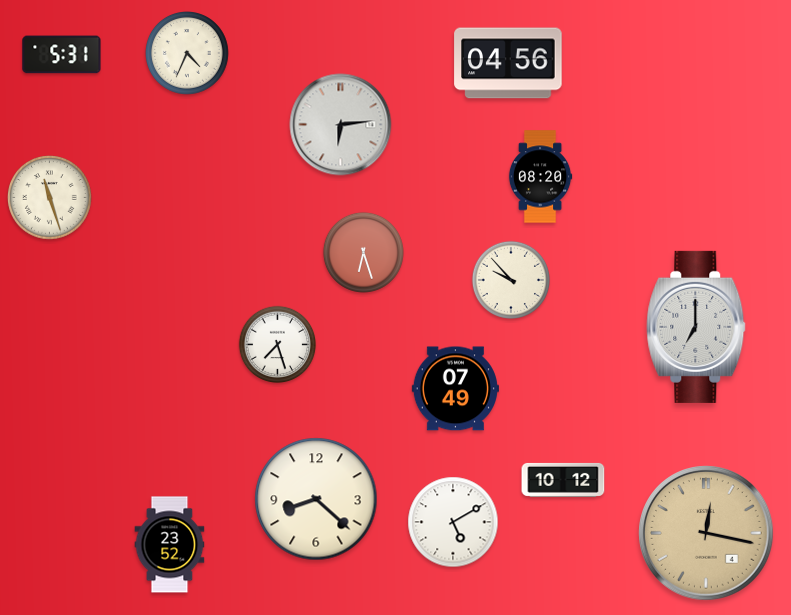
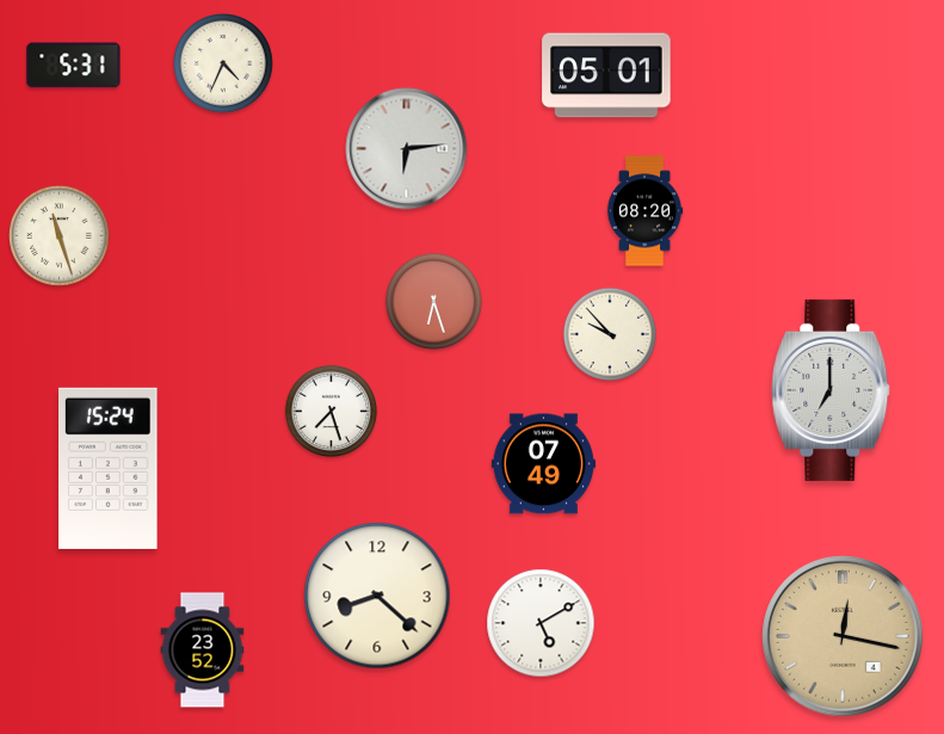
clock at (508, 63): 04:56 -> 05:01
clock at (109, 468): none -> 15:24
clock at (563, 480): 10:12 -> none
